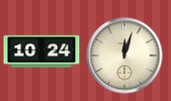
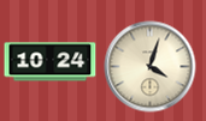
clock at (125, 56): 12:03 -> 4:03
